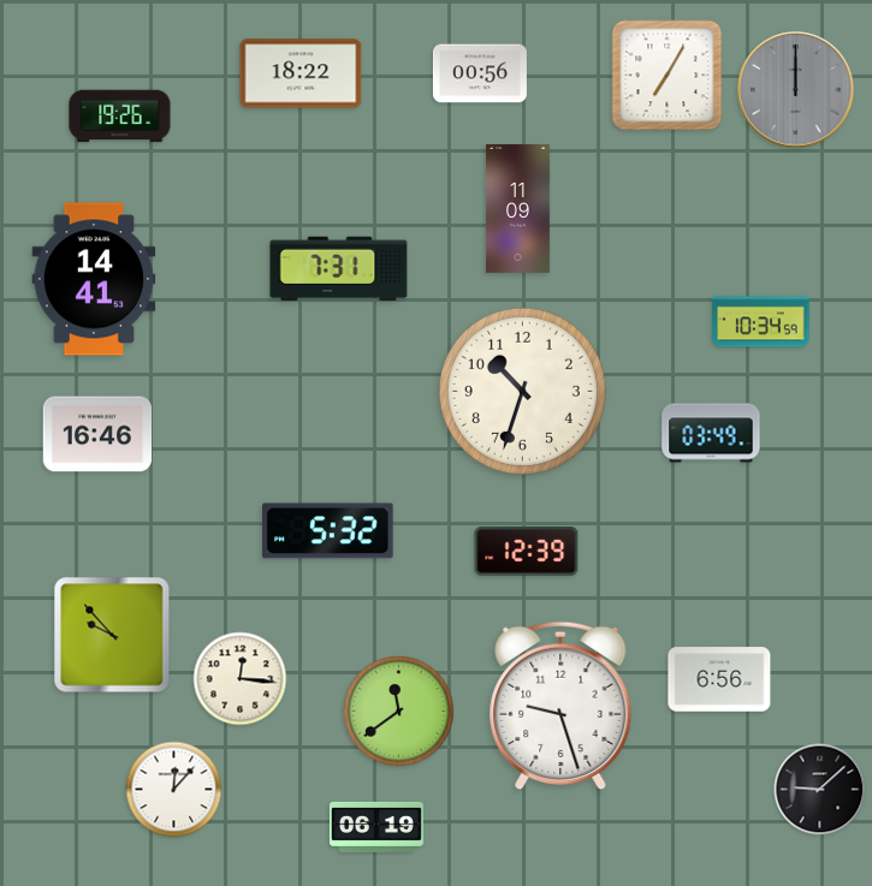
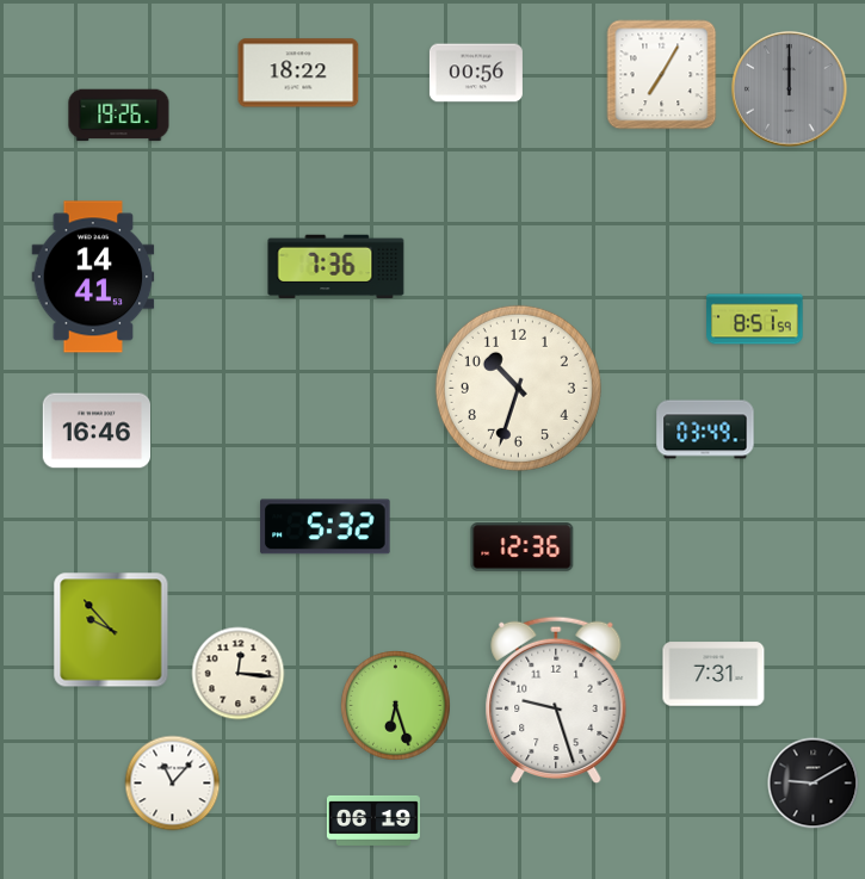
clock at (517, 208): 11:09 -> none
clock at (339, 269): 7:31 -> 7:36
clock at (761, 322): 10:34 -> 8:51
clock at (527, 552): 12:39 -> 12:36
clock at (719, 679): 6:56 -> 7:31
clock at (399, 712): 11:39 -> 6:27
clock at (174, 790): 12:07 -> 11:07
clock at (820, 790): 9:08 -> 9:10
